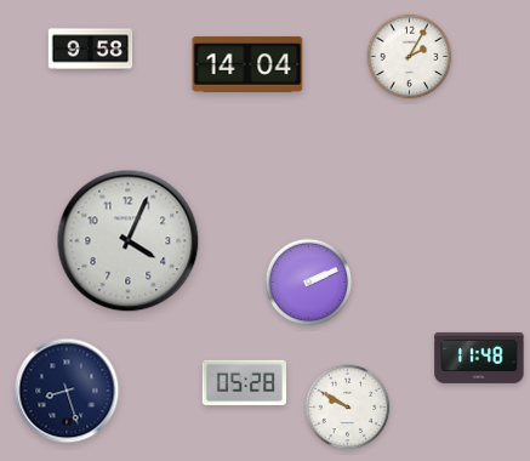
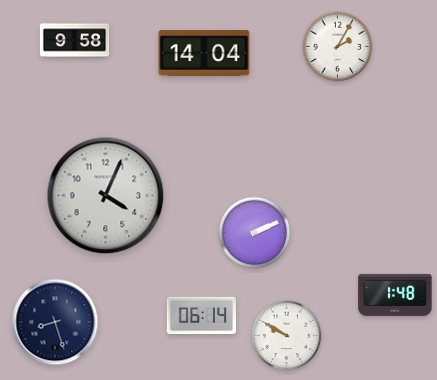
clock at (129, 241) position: (129, 241) -> (106, 196)
clock at (479, 358): 11:48 -> 1:48
clock at (244, 383): 05:28 -> 06:14
